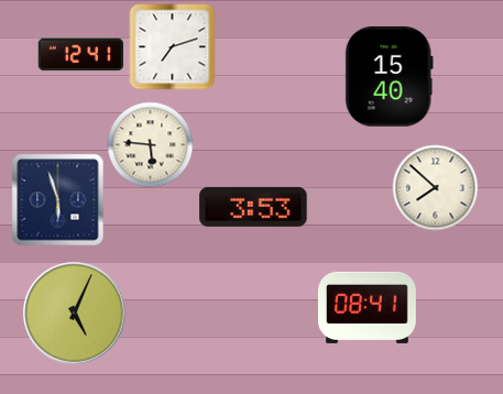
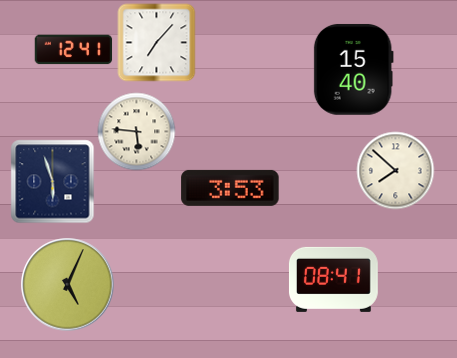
clock at (172, 46): 7:12 -> 7:07
